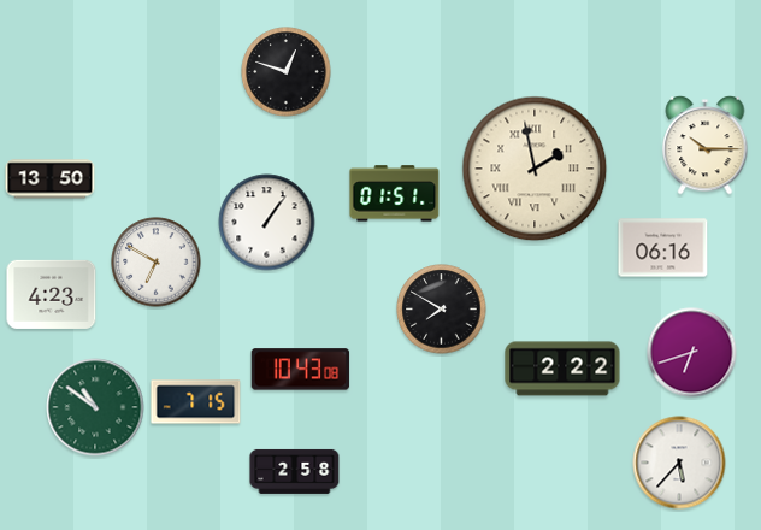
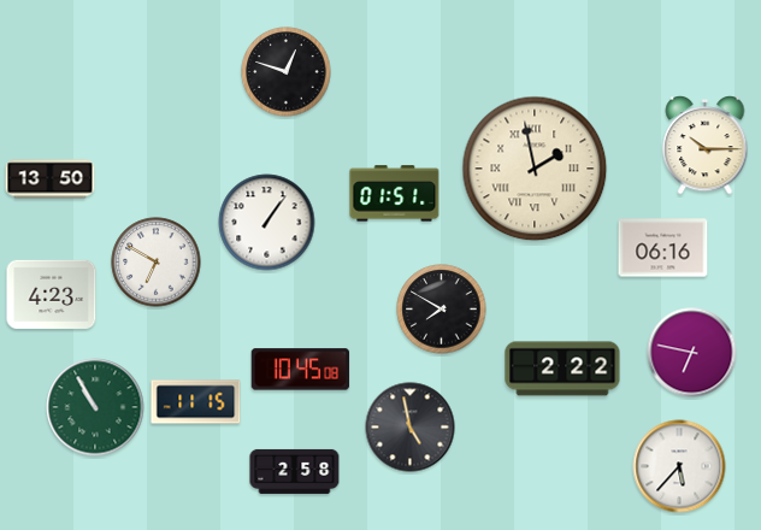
clock at (692, 353): 6:42 -> 6:47
clock at (301, 370): 10:43 -> 10:45
clock at (196, 402): 7:15 -> 11:15
clock at (95, 407): 10:51 -> 10:55
clock at (411, 428): none -> 4:58
clock at (679, 463) position: (679, 463) -> (679, 466)
